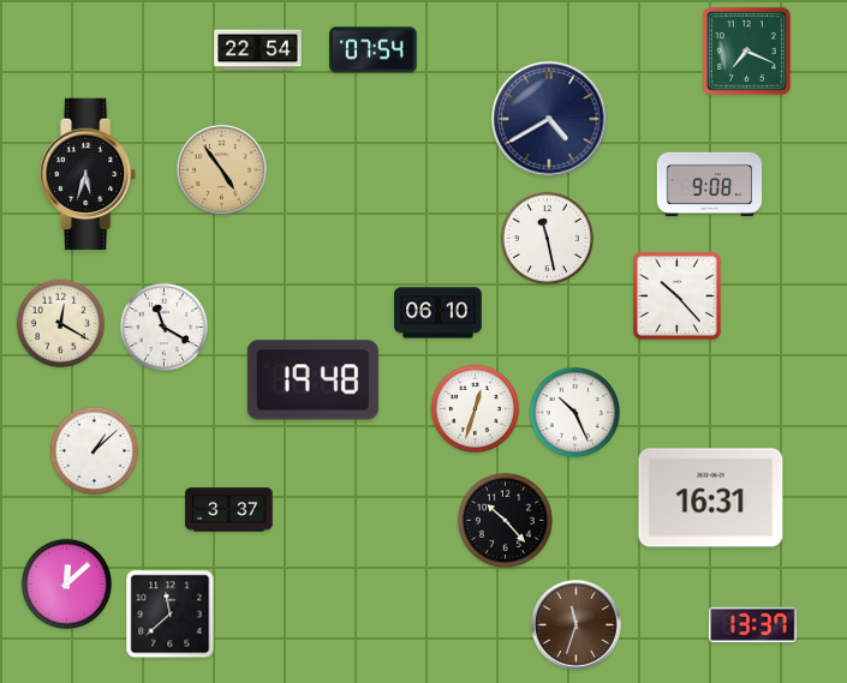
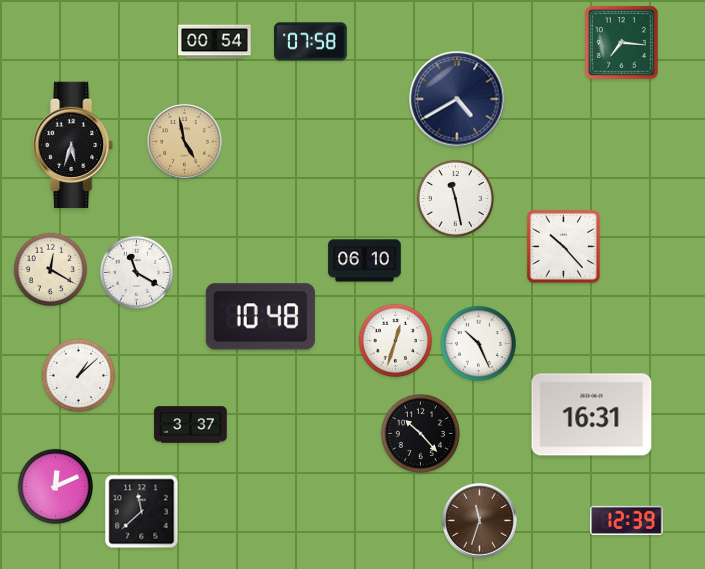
clock at (258, 50): 22:54 -> 00:54
clock at (374, 50): 07:54 -> 07:58
clock at (746, 50): 7:19 -> 7:16
clock at (222, 170): 4:54 -> 4:58
clock at (710, 184): 9:08 -> none
clock at (312, 381): 19:48 -> 10:48
clock at (66, 583): 12:08 -> 12:11
clock at (753, 624): 13:37 -> 12:39
